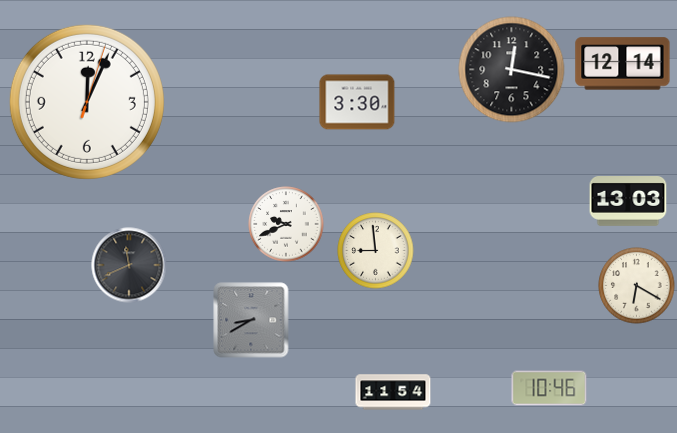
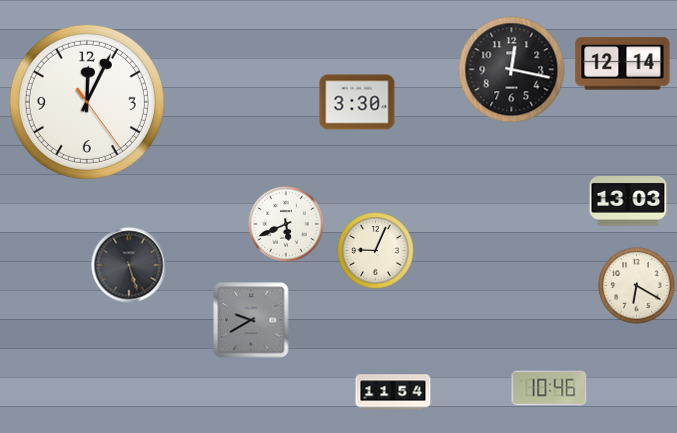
clock at (87, 102): 12:04:03 -> 12:04:24
clock at (286, 224): 9:41 -> 5:41
clock at (376, 251): 8:59 -> 9:04
clock at (129, 265): 11:41 -> 5:27
clock at (251, 320): 8:40 -> 9:40
